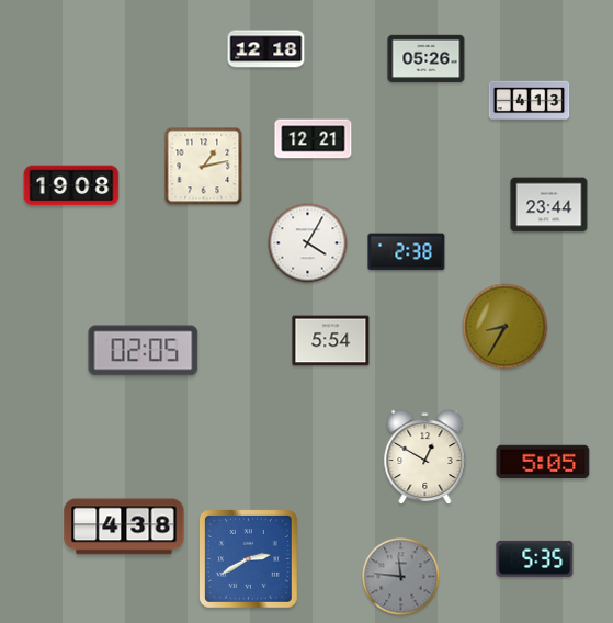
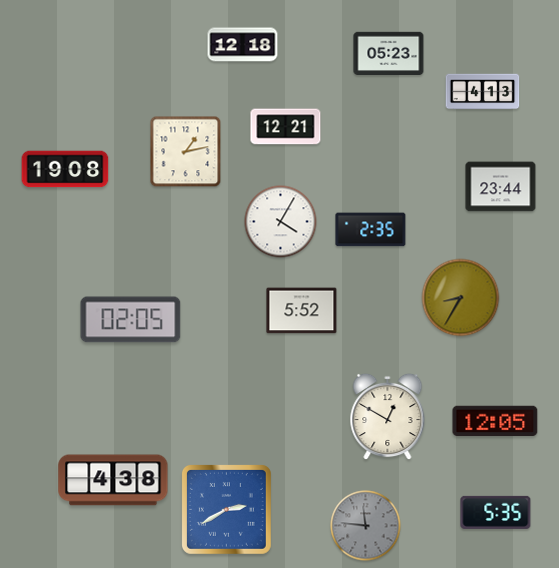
clock at (427, 59): 05:26 -> 05:23
clock at (407, 252): 2:38 -> 2:35
clock at (331, 341): 5:54 -> 5:52
clock at (543, 462): 5:05 -> 12:05
clock at (535, 558) position: (535, 558) -> (496, 512)
